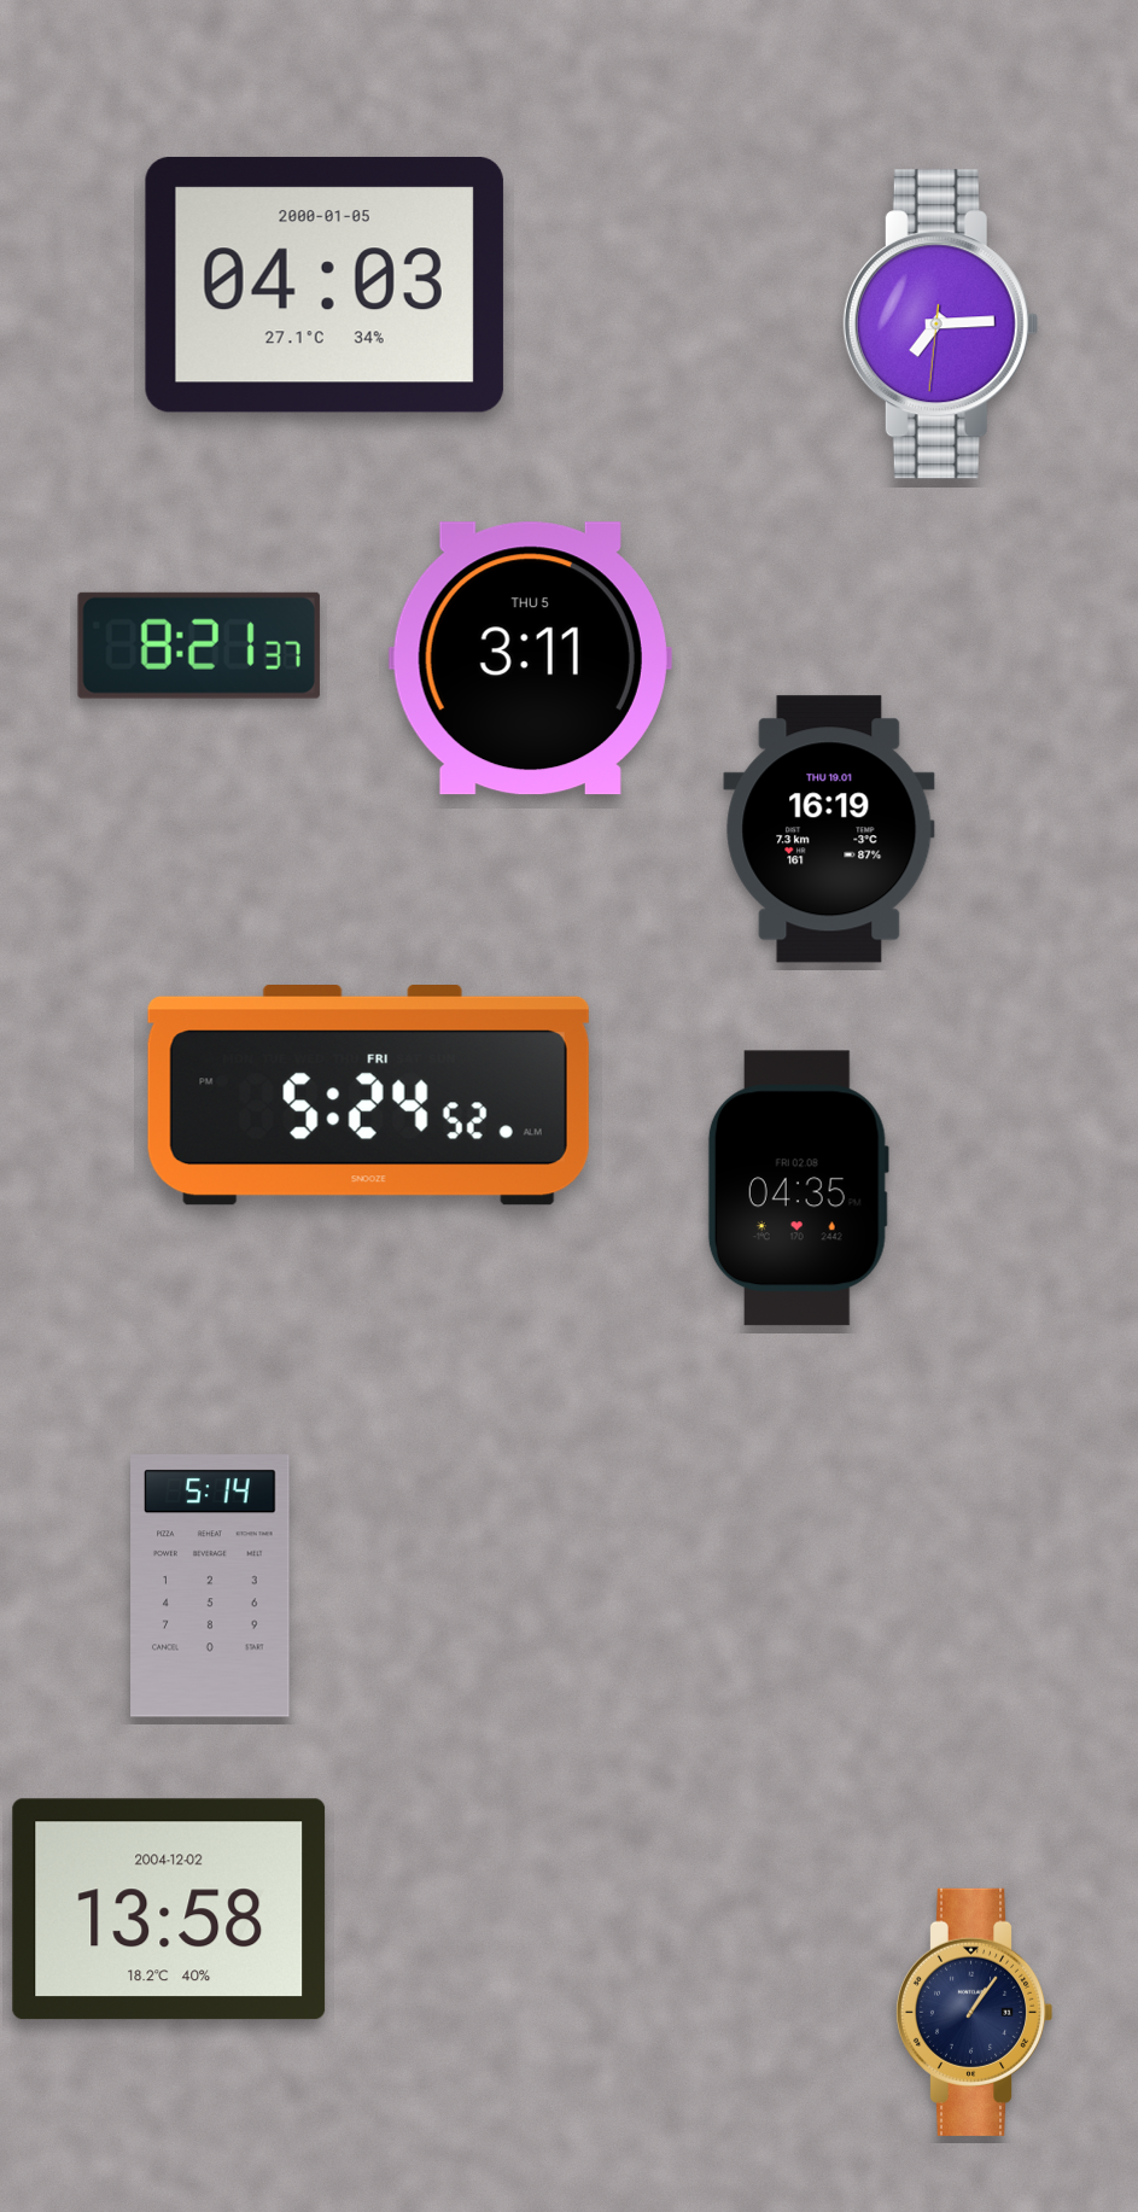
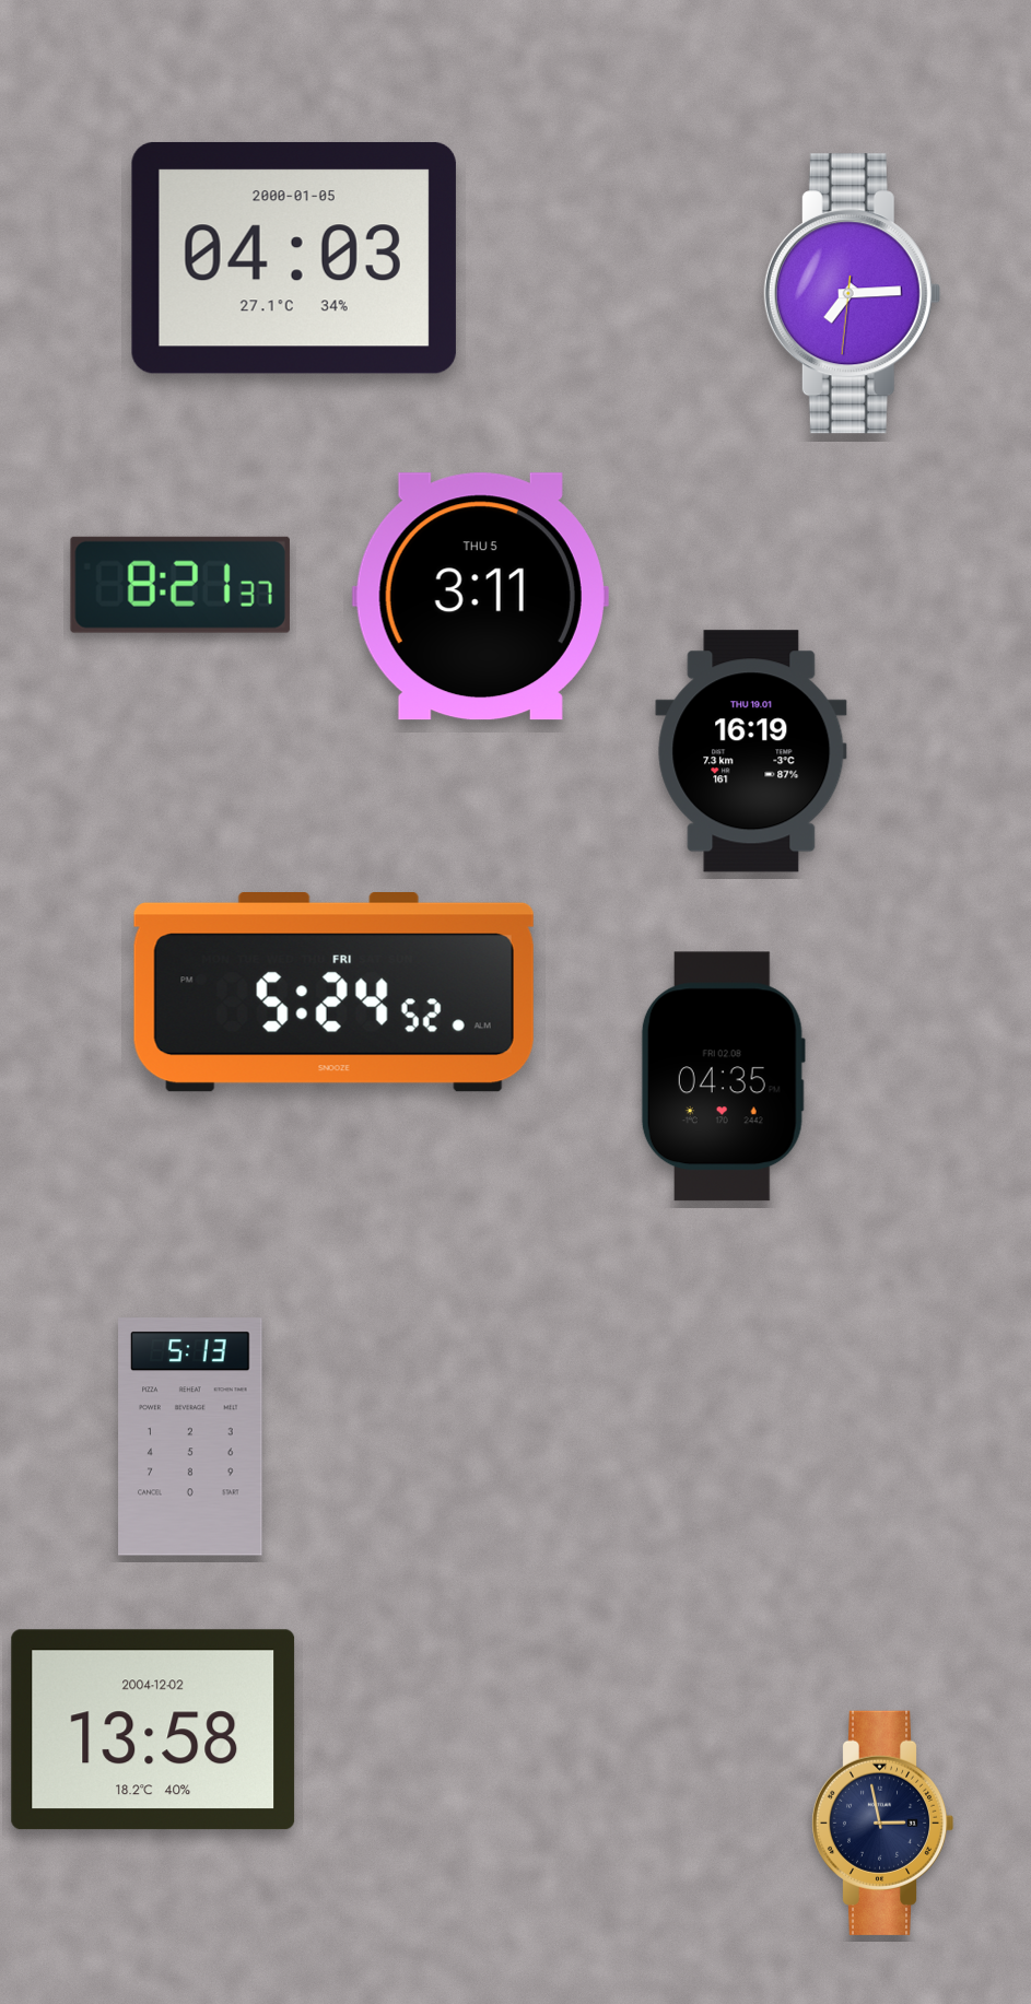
clock at (210, 1586): 5:14 -> 5:13
clock at (974, 2012): 1:06 -> 2:58
